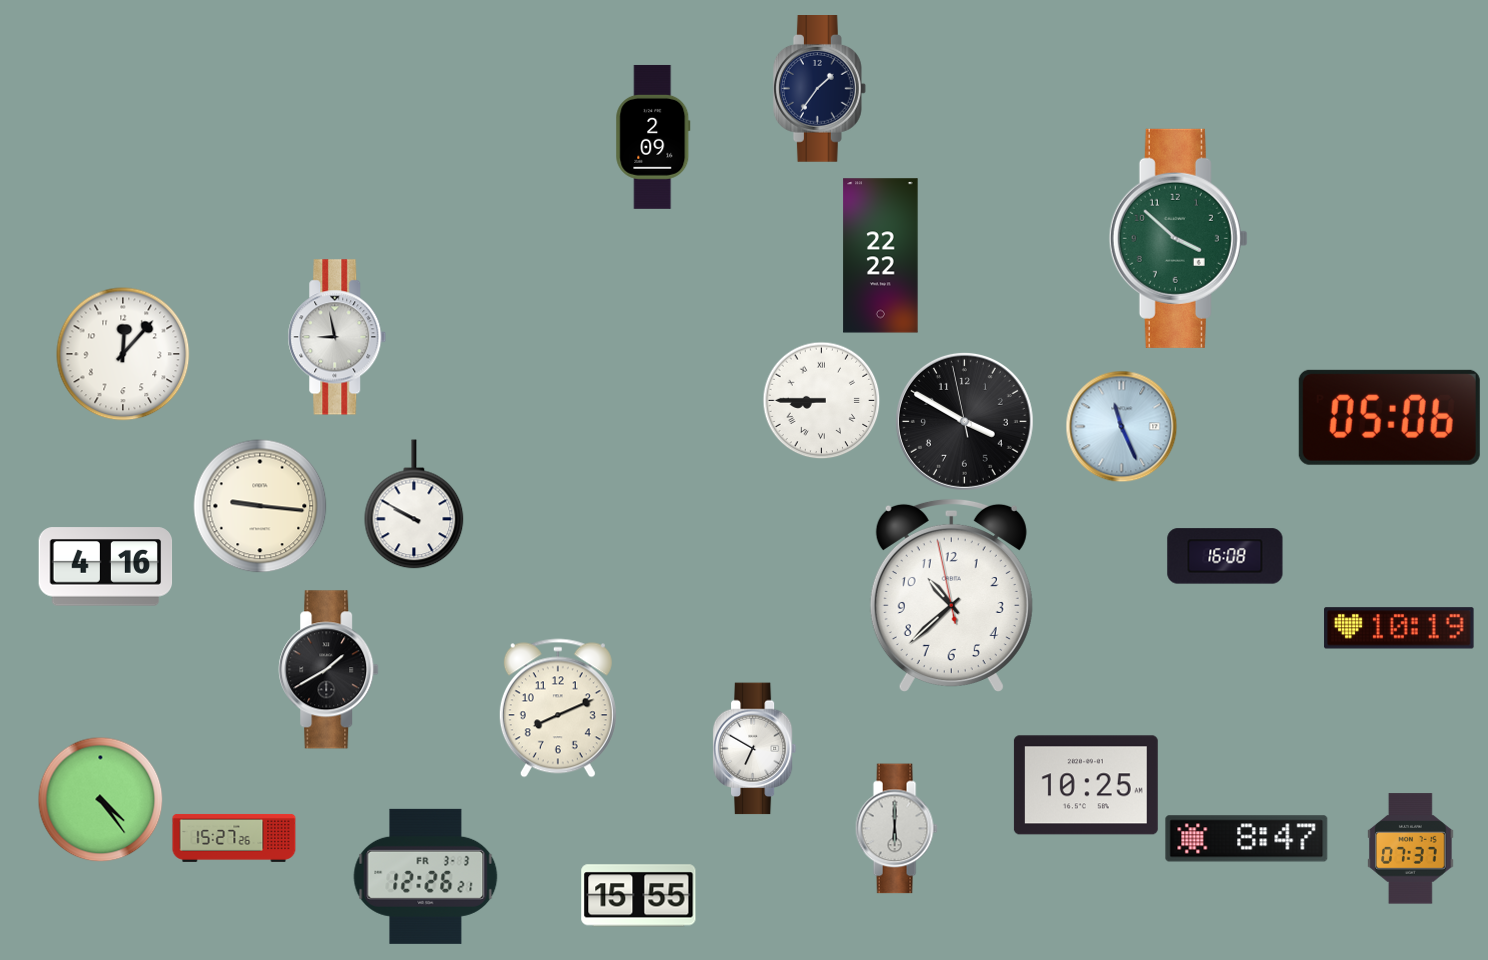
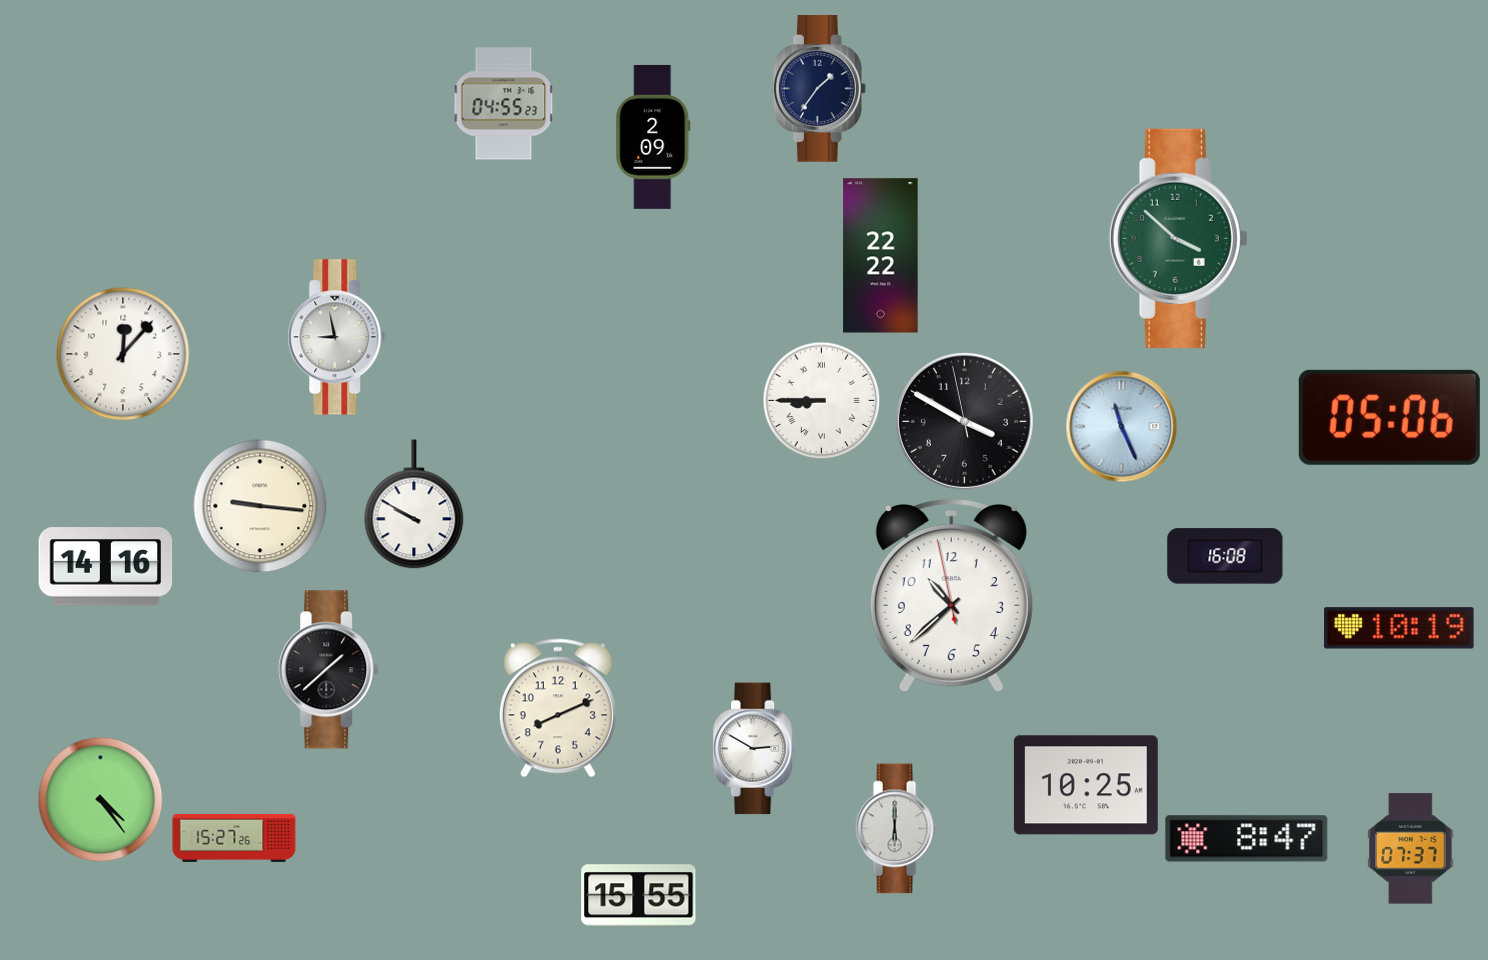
clock at (504, 104): none -> 04:55
clock at (106, 567): 4:16 -> 14:16
clock at (329, 670): 1:40 -> 1:38
clock at (755, 749): 6:50 -> 2:50
clock at (426, 876): 12:26 -> none
